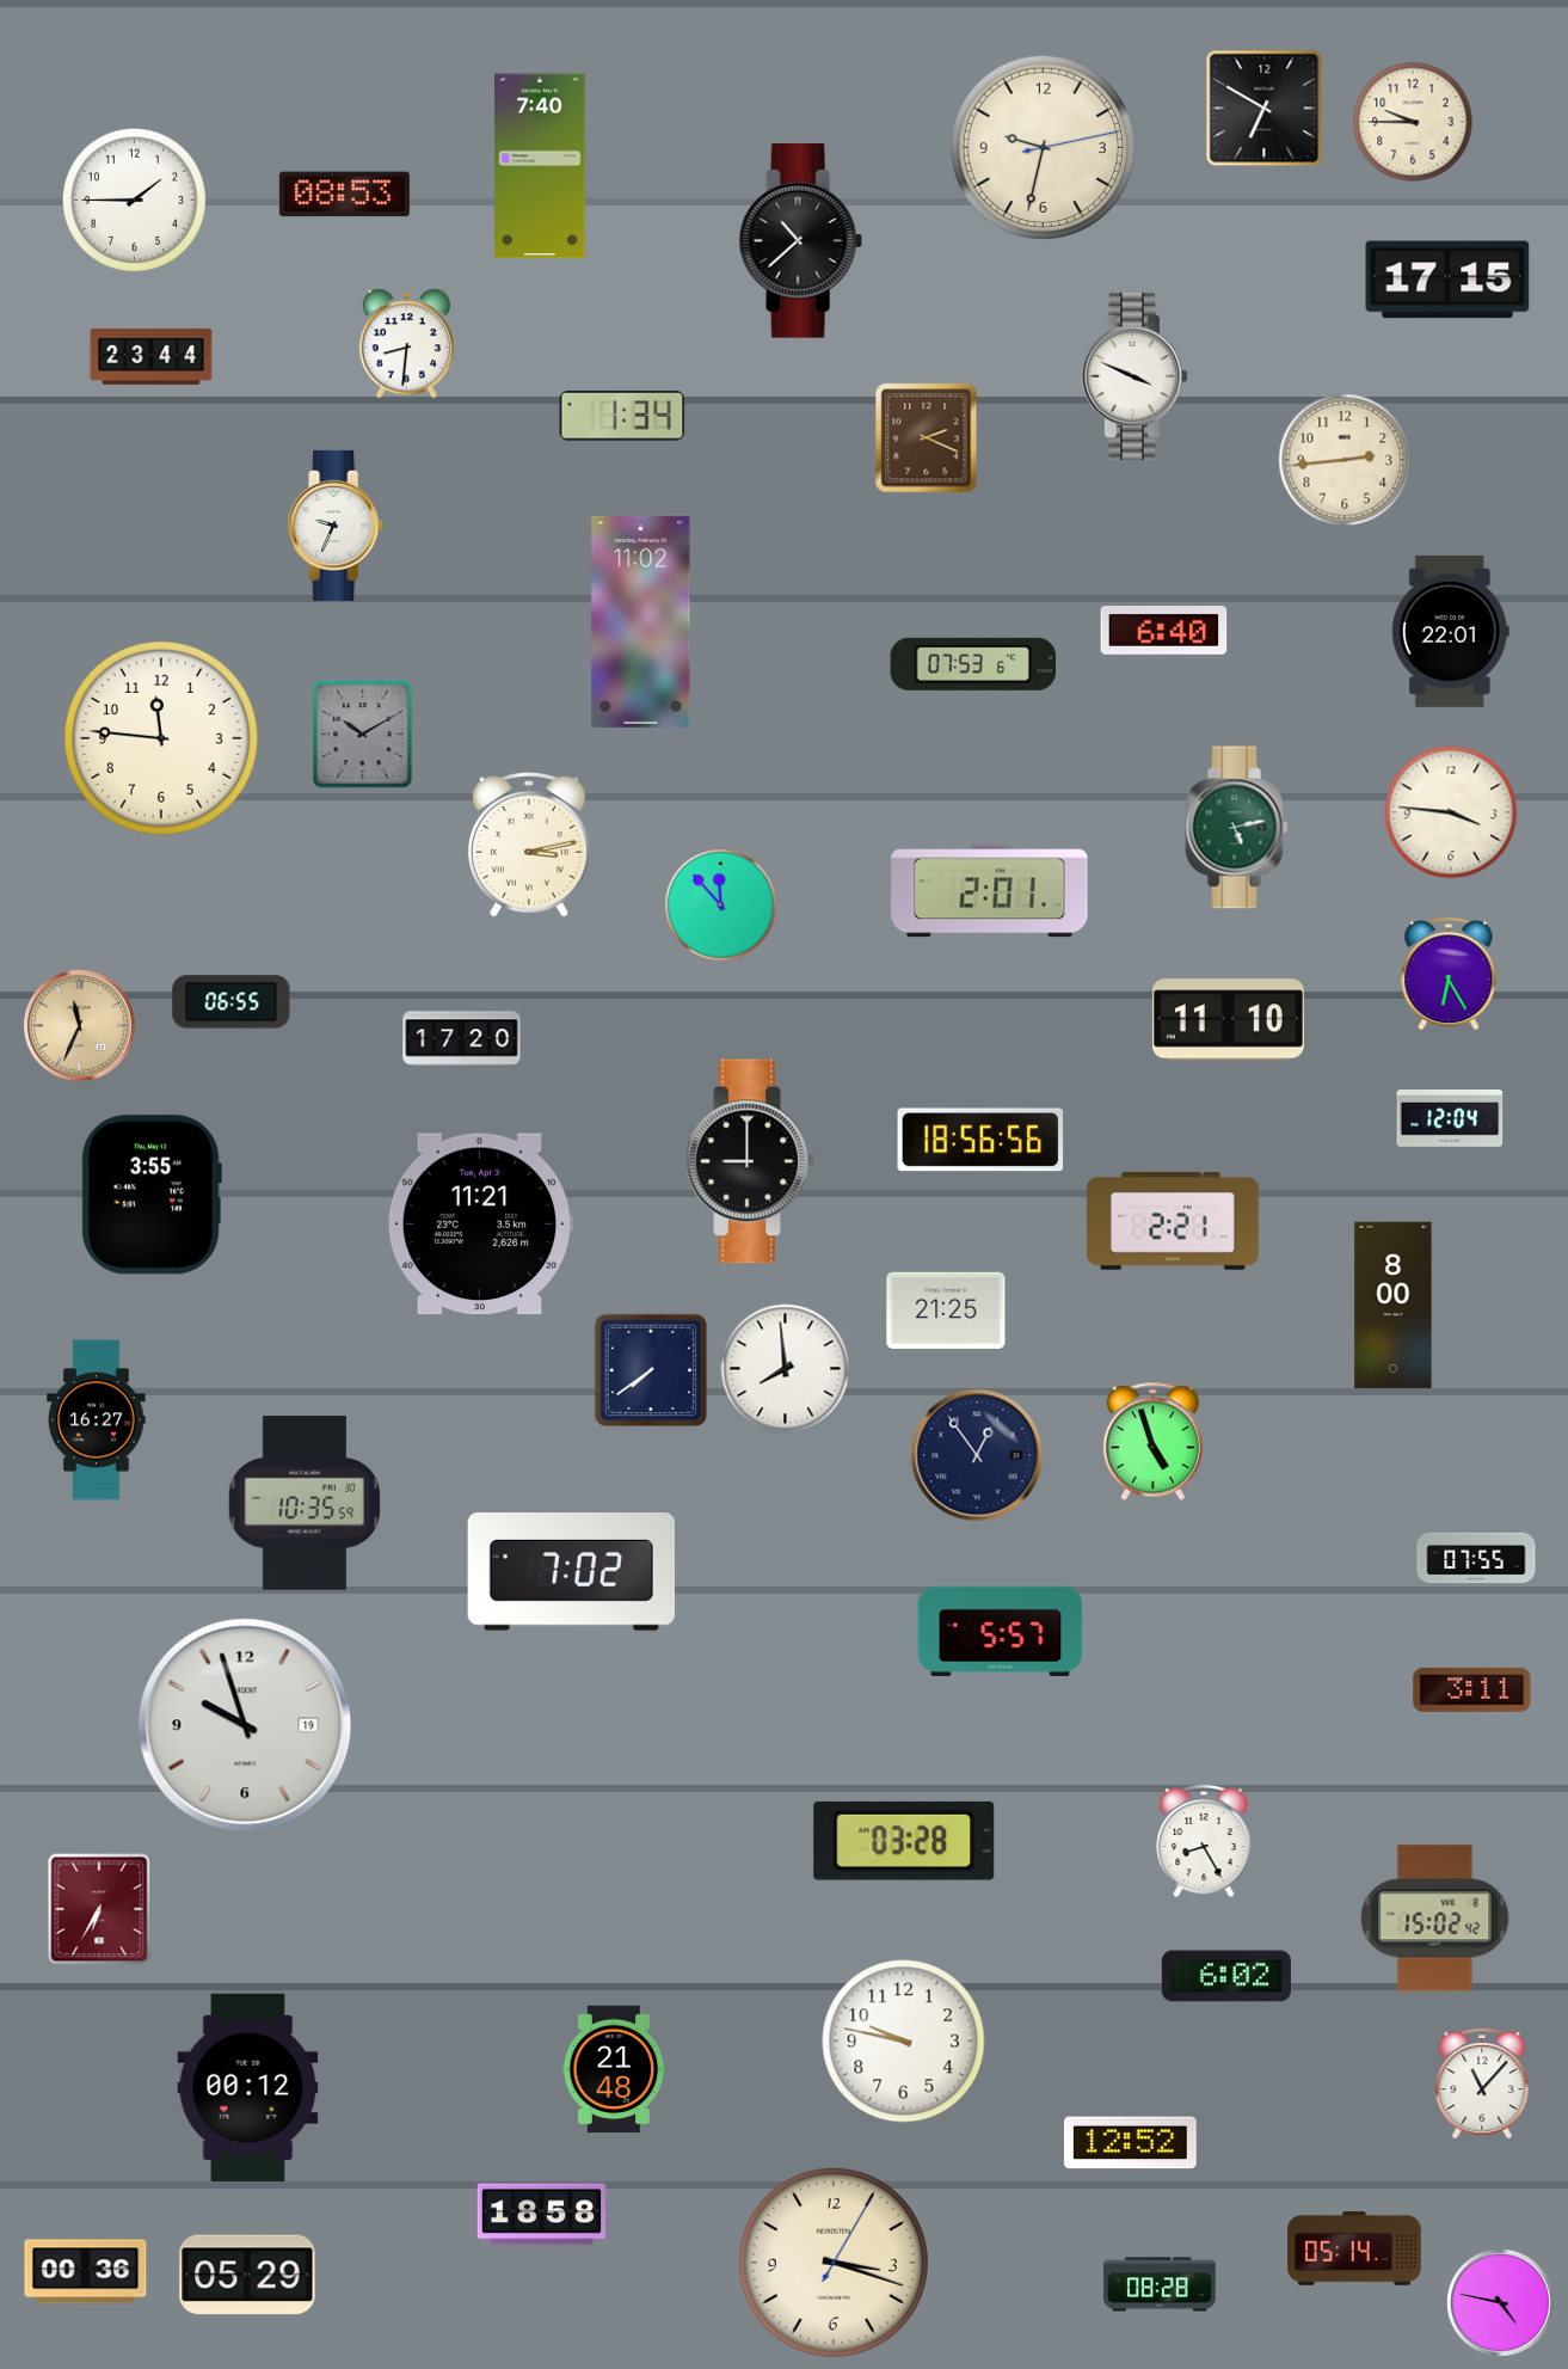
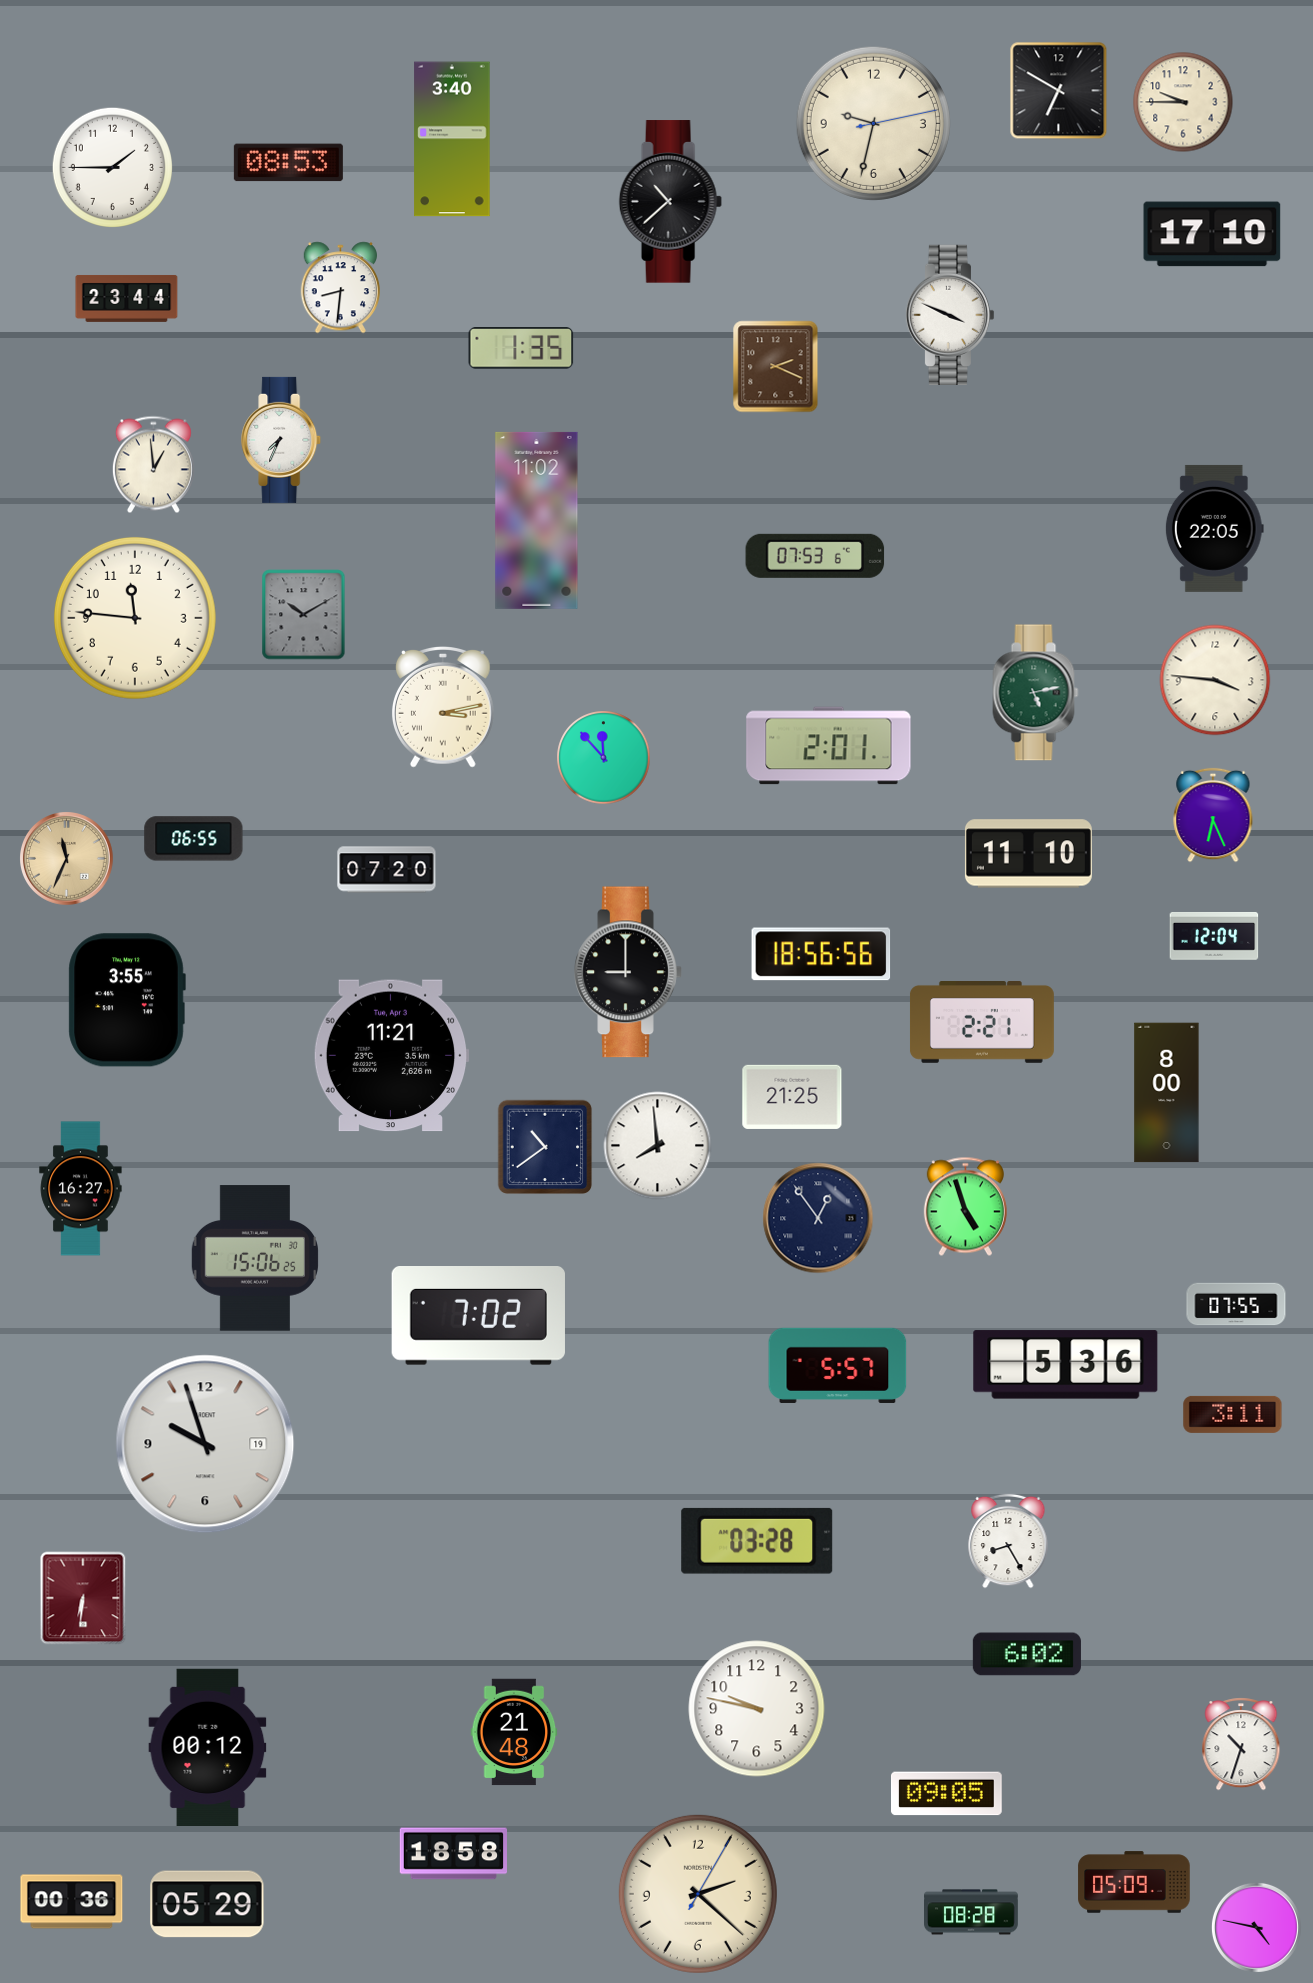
clock at (540, 166): 7:40 -> 3:40
clock at (1447, 280): 17:15 -> 17:10
clock at (622, 417): 1:34 -> 1:35
clock at (1345, 460): 2:44 -> none
clock at (337, 526): 9:34 -> 7:34
clock at (153, 465): none -> 12:59
clock at (1164, 631): 6:40 -> none
clock at (1450, 631): 22:01 -> 22:05
clock at (1449, 974): 6:25 -> 6:26
clock at (462, 1039): 17:20 -> 07:20
clock at (480, 1225) position: (480, 1225) -> (391, 1056)
clock at (651, 1370): 7:39 -> 10:39
clock at (305, 1503): 10:35 -> 15:06
clock at (1066, 1365): none -> 5:36
clock at (99, 1909): 6:35 -> 6:31
clock at (1435, 1919): 15:02 -> none
clock at (1482, 2083): 11:07 -> 10:33
clock at (1130, 2143): 12:52 -> 09:05
clock at (1354, 2248): 05:14 -> 05:09
clock at (834, 2263): 3:18 -> 2:22
